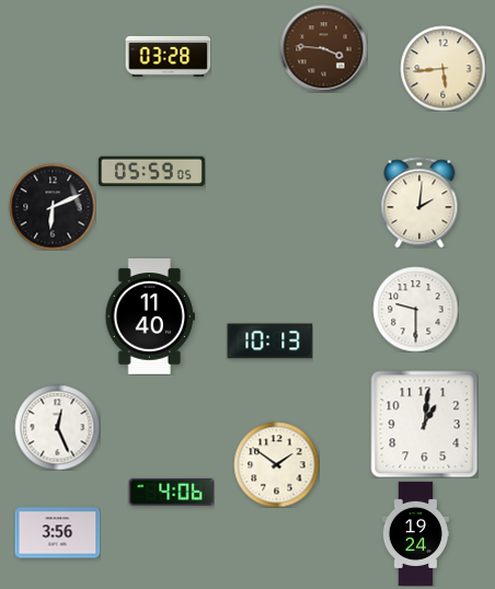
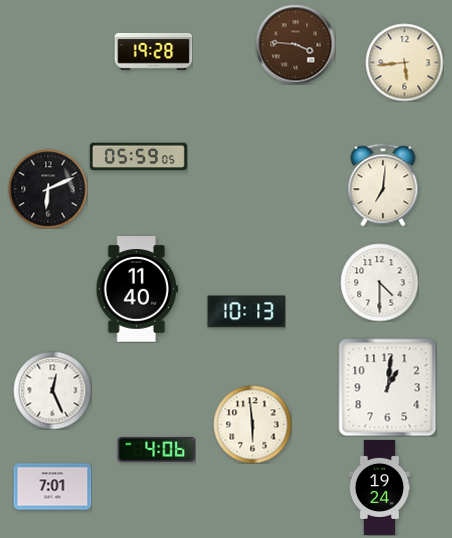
clock at (168, 56): 03:28 -> 19:28
clock at (419, 203): 2:01 -> 7:01
clock at (415, 309): 9:30 -> 4:30
clock at (276, 464): 1:51 -> 5:59
clock at (57, 533): 3:56 -> 7:01
